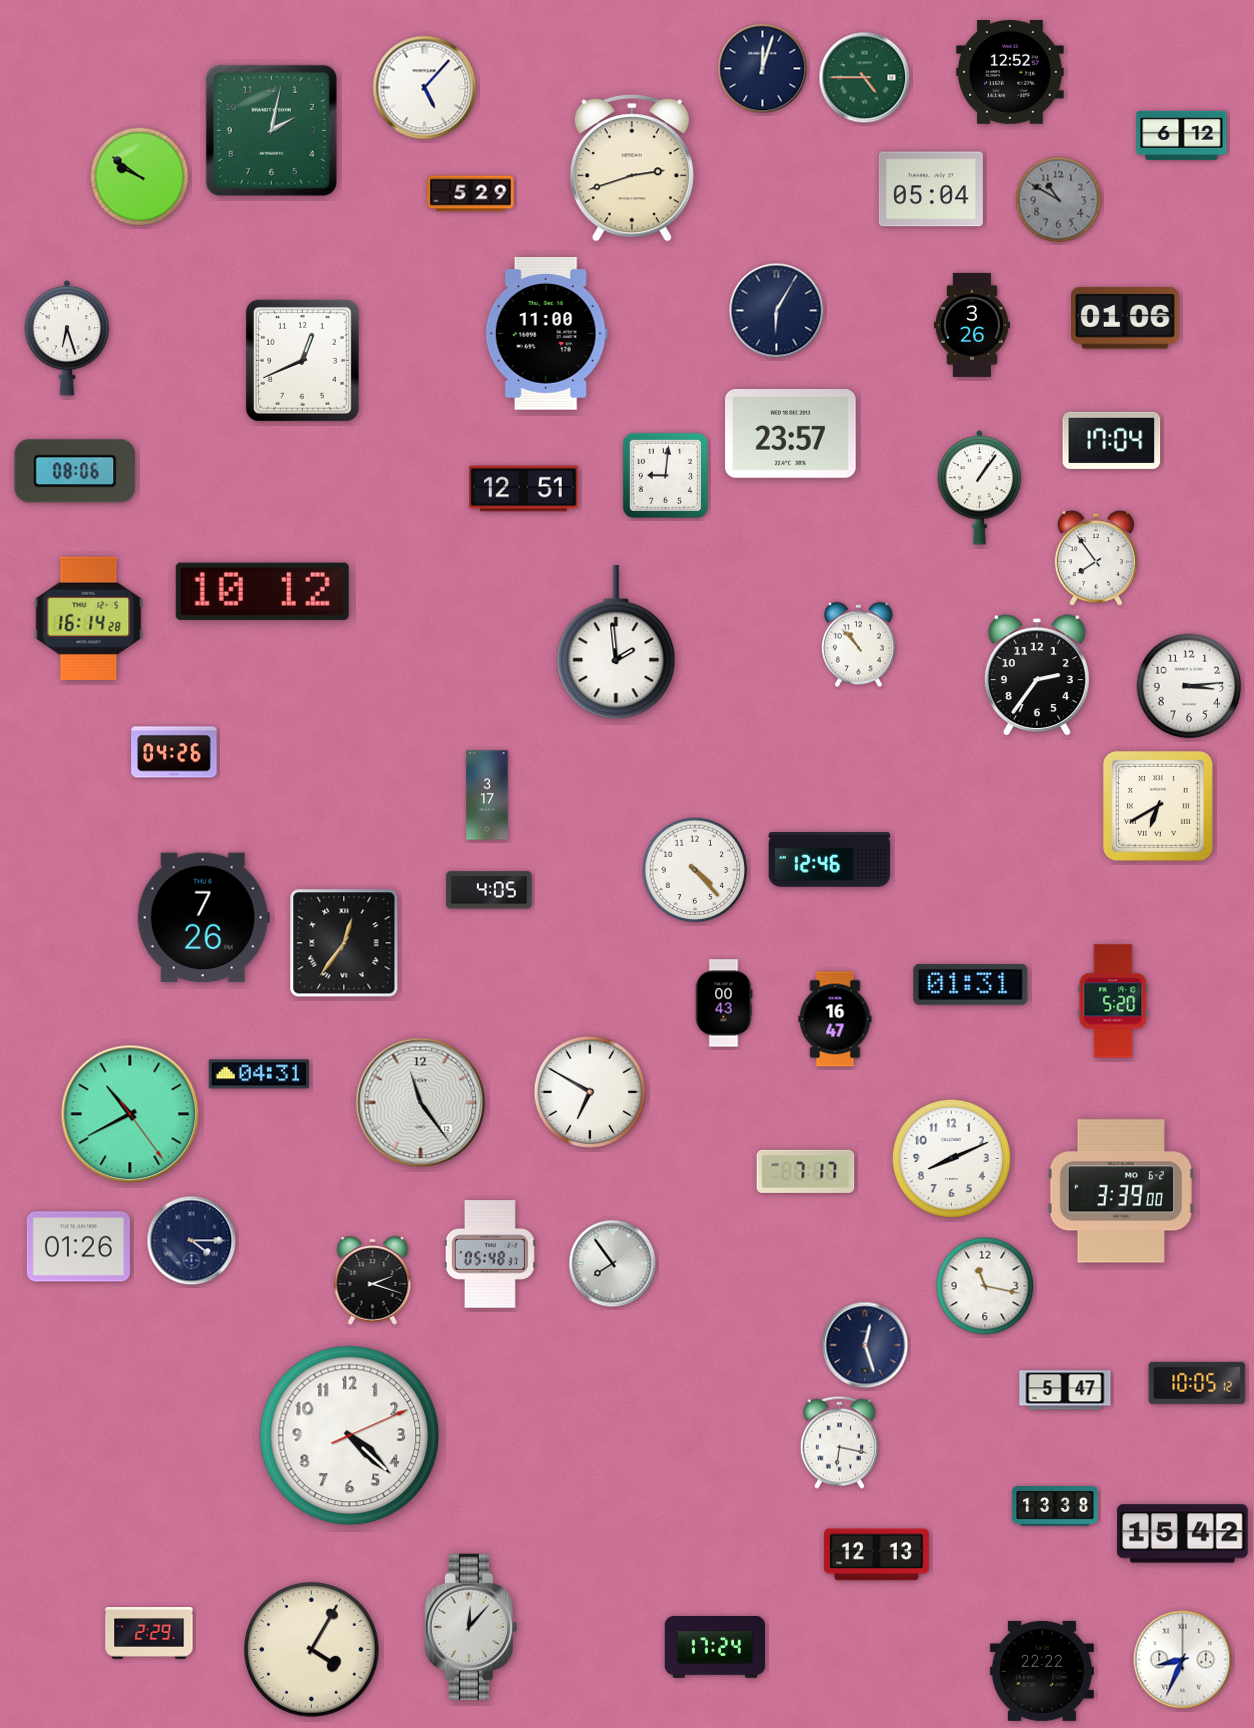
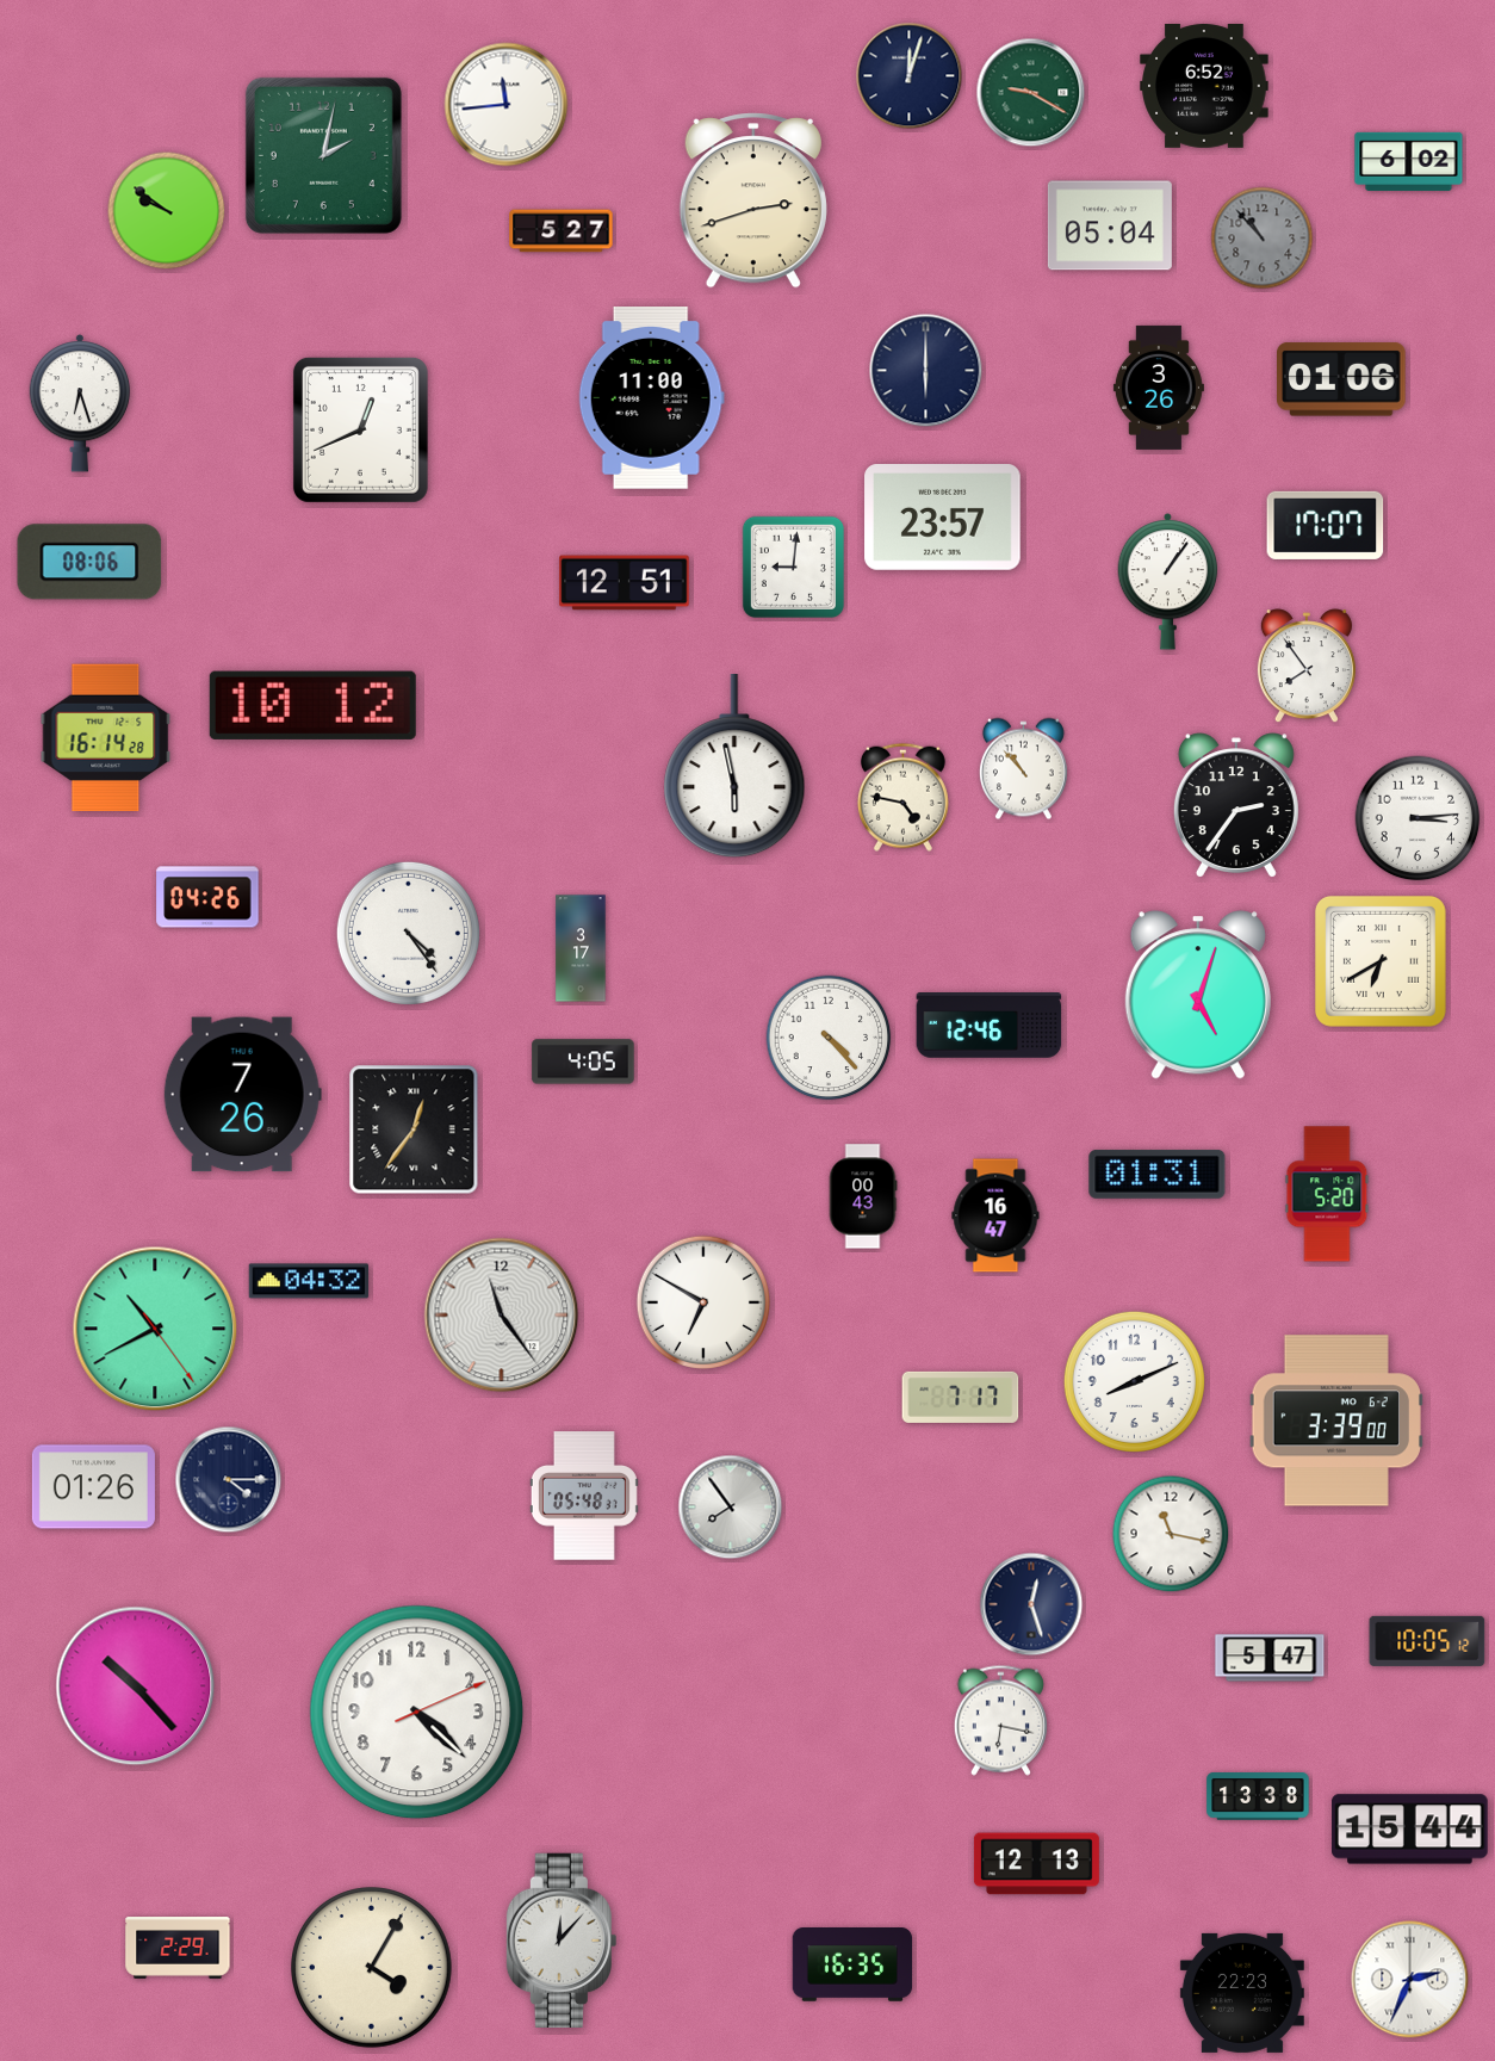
clock at (763, 69) position: (763, 69) -> (910, 76)
clock at (1010, 73): 12:52 -> 6:52
clock at (865, 78): 4:45 -> 9:20
clock at (425, 88): 5:07 -> 11:44
clock at (1182, 135): 6:12 -> 6:02
clock at (471, 194): 5:29 -> 5:27
clock at (1059, 200): 10:50 -> 10:53
clock at (777, 311): 6:05 -> 6:00
clock at (1112, 440): 17:04 -> 17:07
clock at (616, 643): 1:59 -> 5:58
clock at (902, 797): none -> 4:47
clock at (408, 933): none -> 4:24
clock at (1198, 995): none -> 5:03
clock at (344, 943) position: (344, 943) -> (414, 1129)
clock at (259, 1074): 04:31 -> 04:32
clock at (373, 1281): 2:18 -> none
clock at (985, 1286) position: (985, 1286) -> (1171, 1534)
clock at (1197, 1383) position: (1197, 1383) -> (1427, 1641)
clock at (136, 1686): none -> 10:23
clock at (1183, 1534): 15:42 -> 15:44
clock at (876, 1555) position: (876, 1555) -> (1036, 1864)
clock at (715, 1648): 17:24 -> 16:35
clock at (1183, 1660): 8:34 -> 2:34
clock at (1042, 1671): 22:22 -> 22:23
